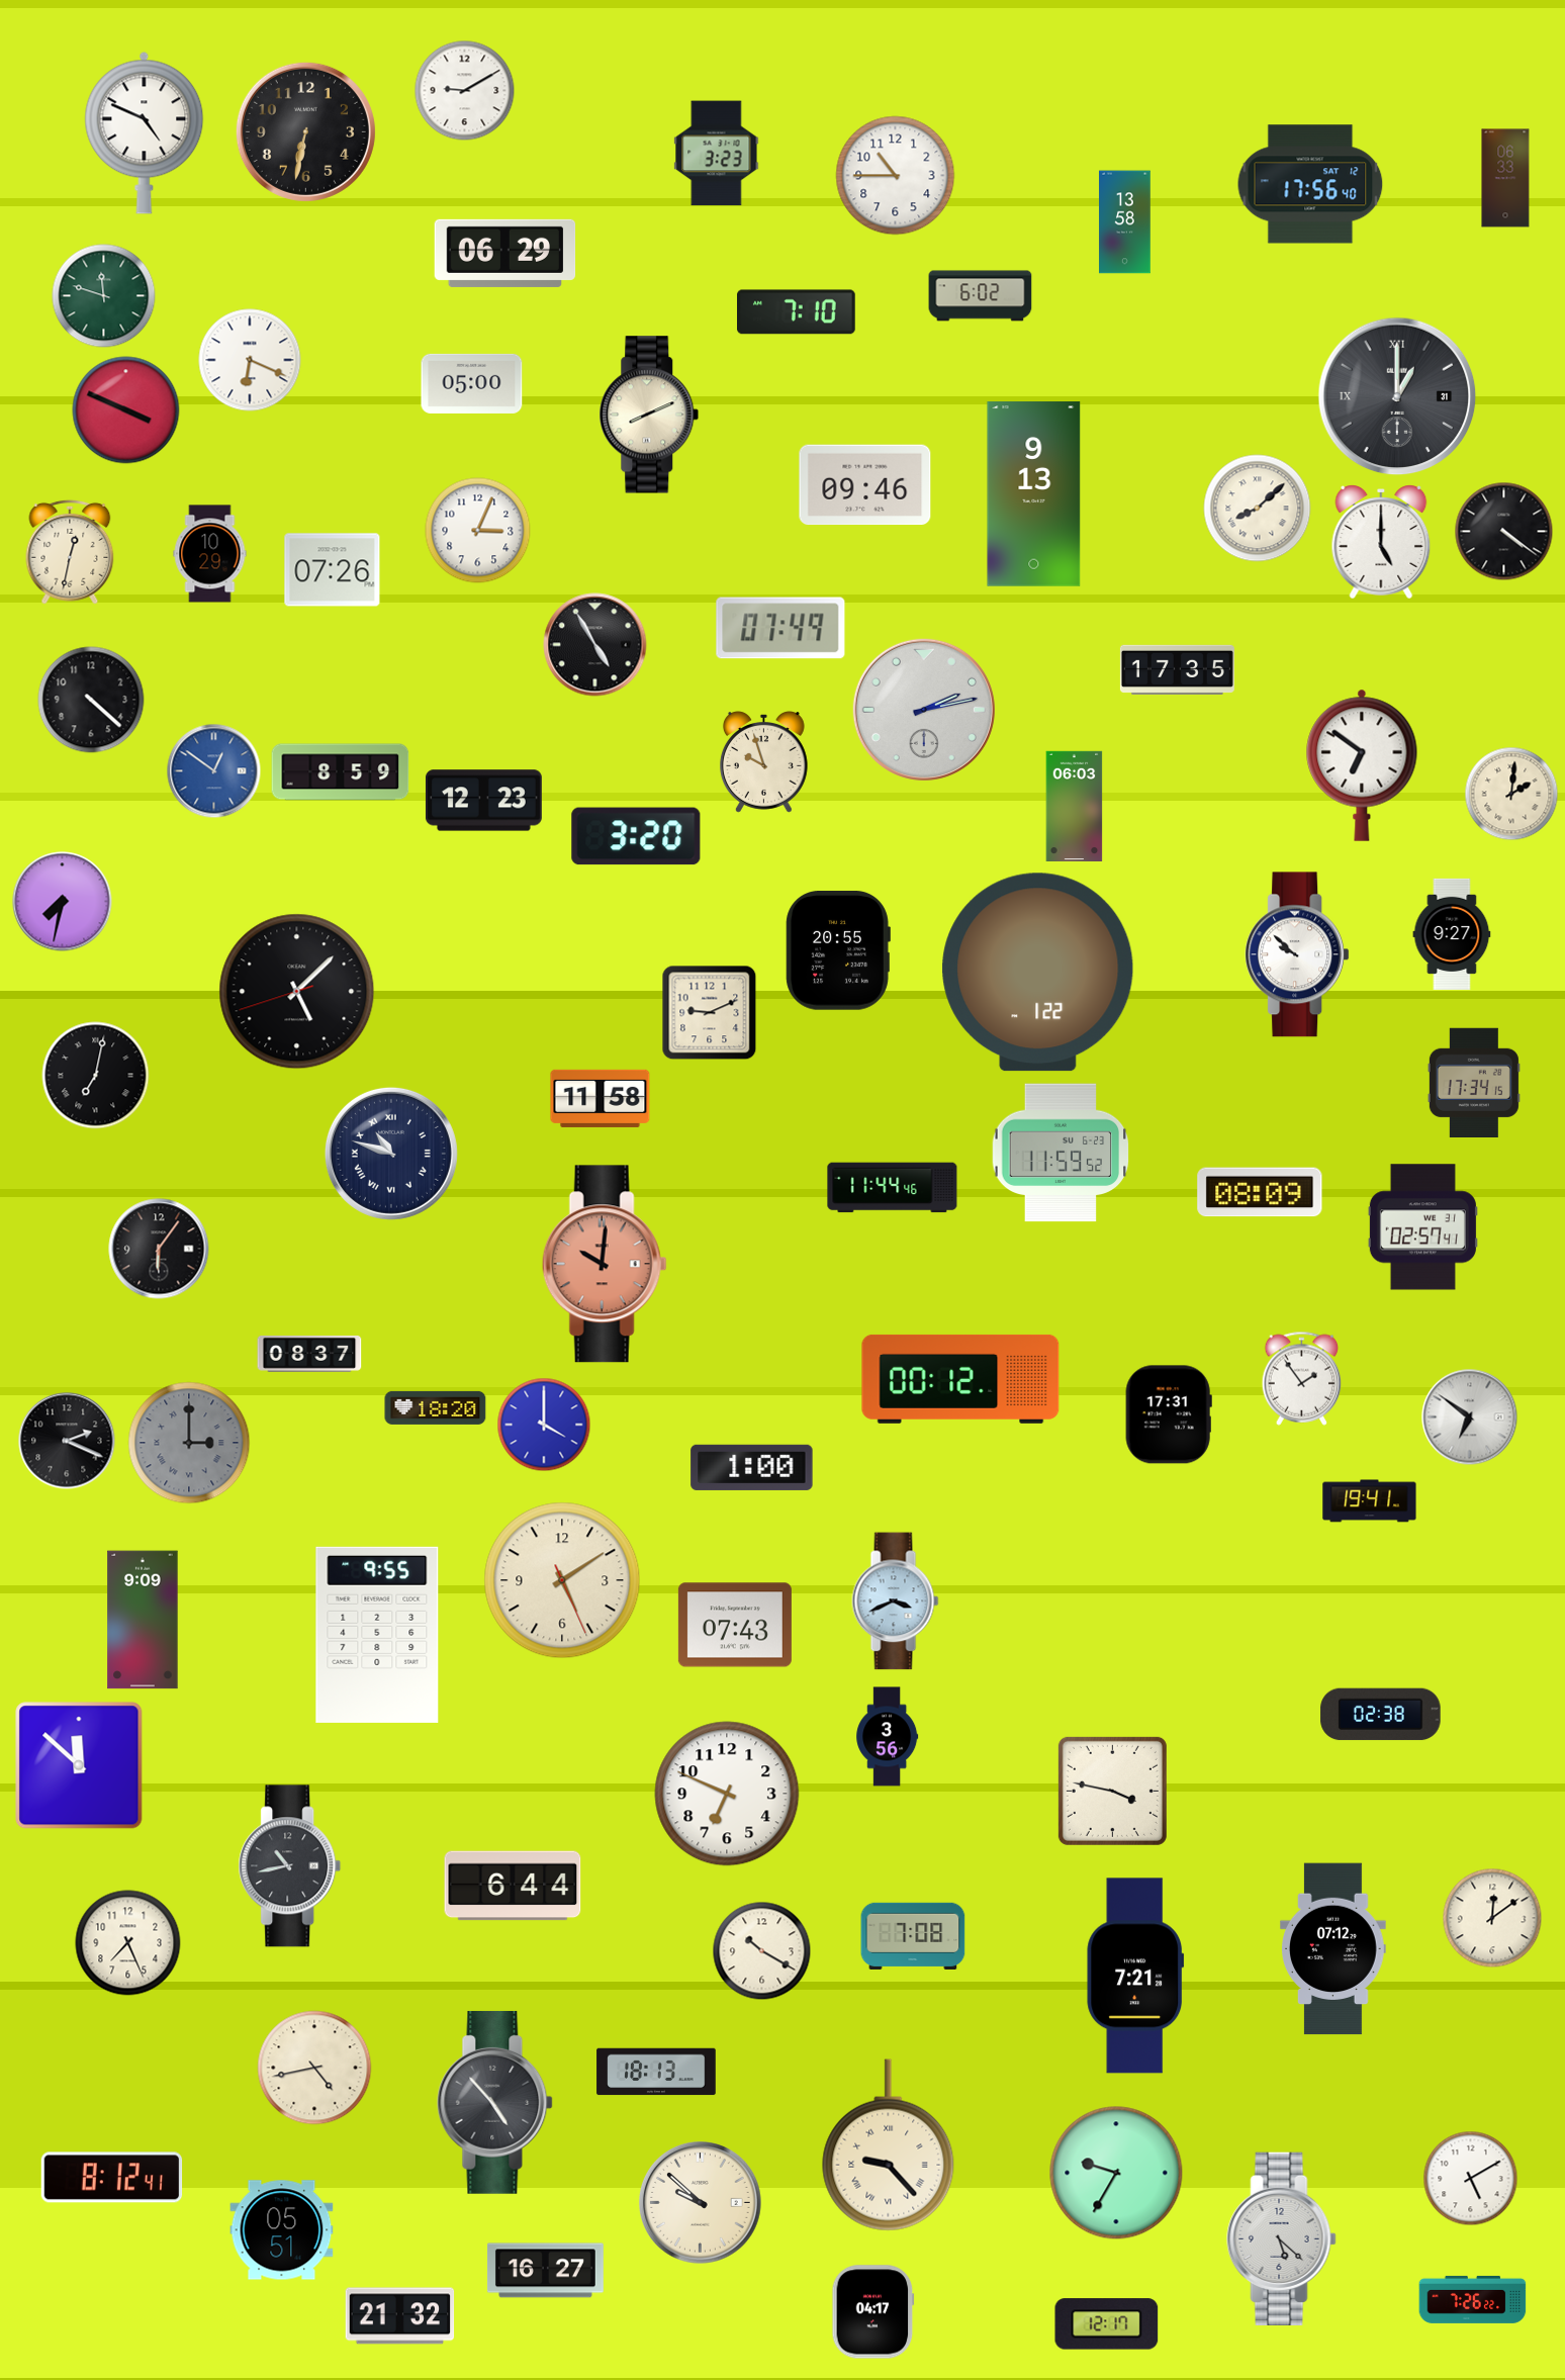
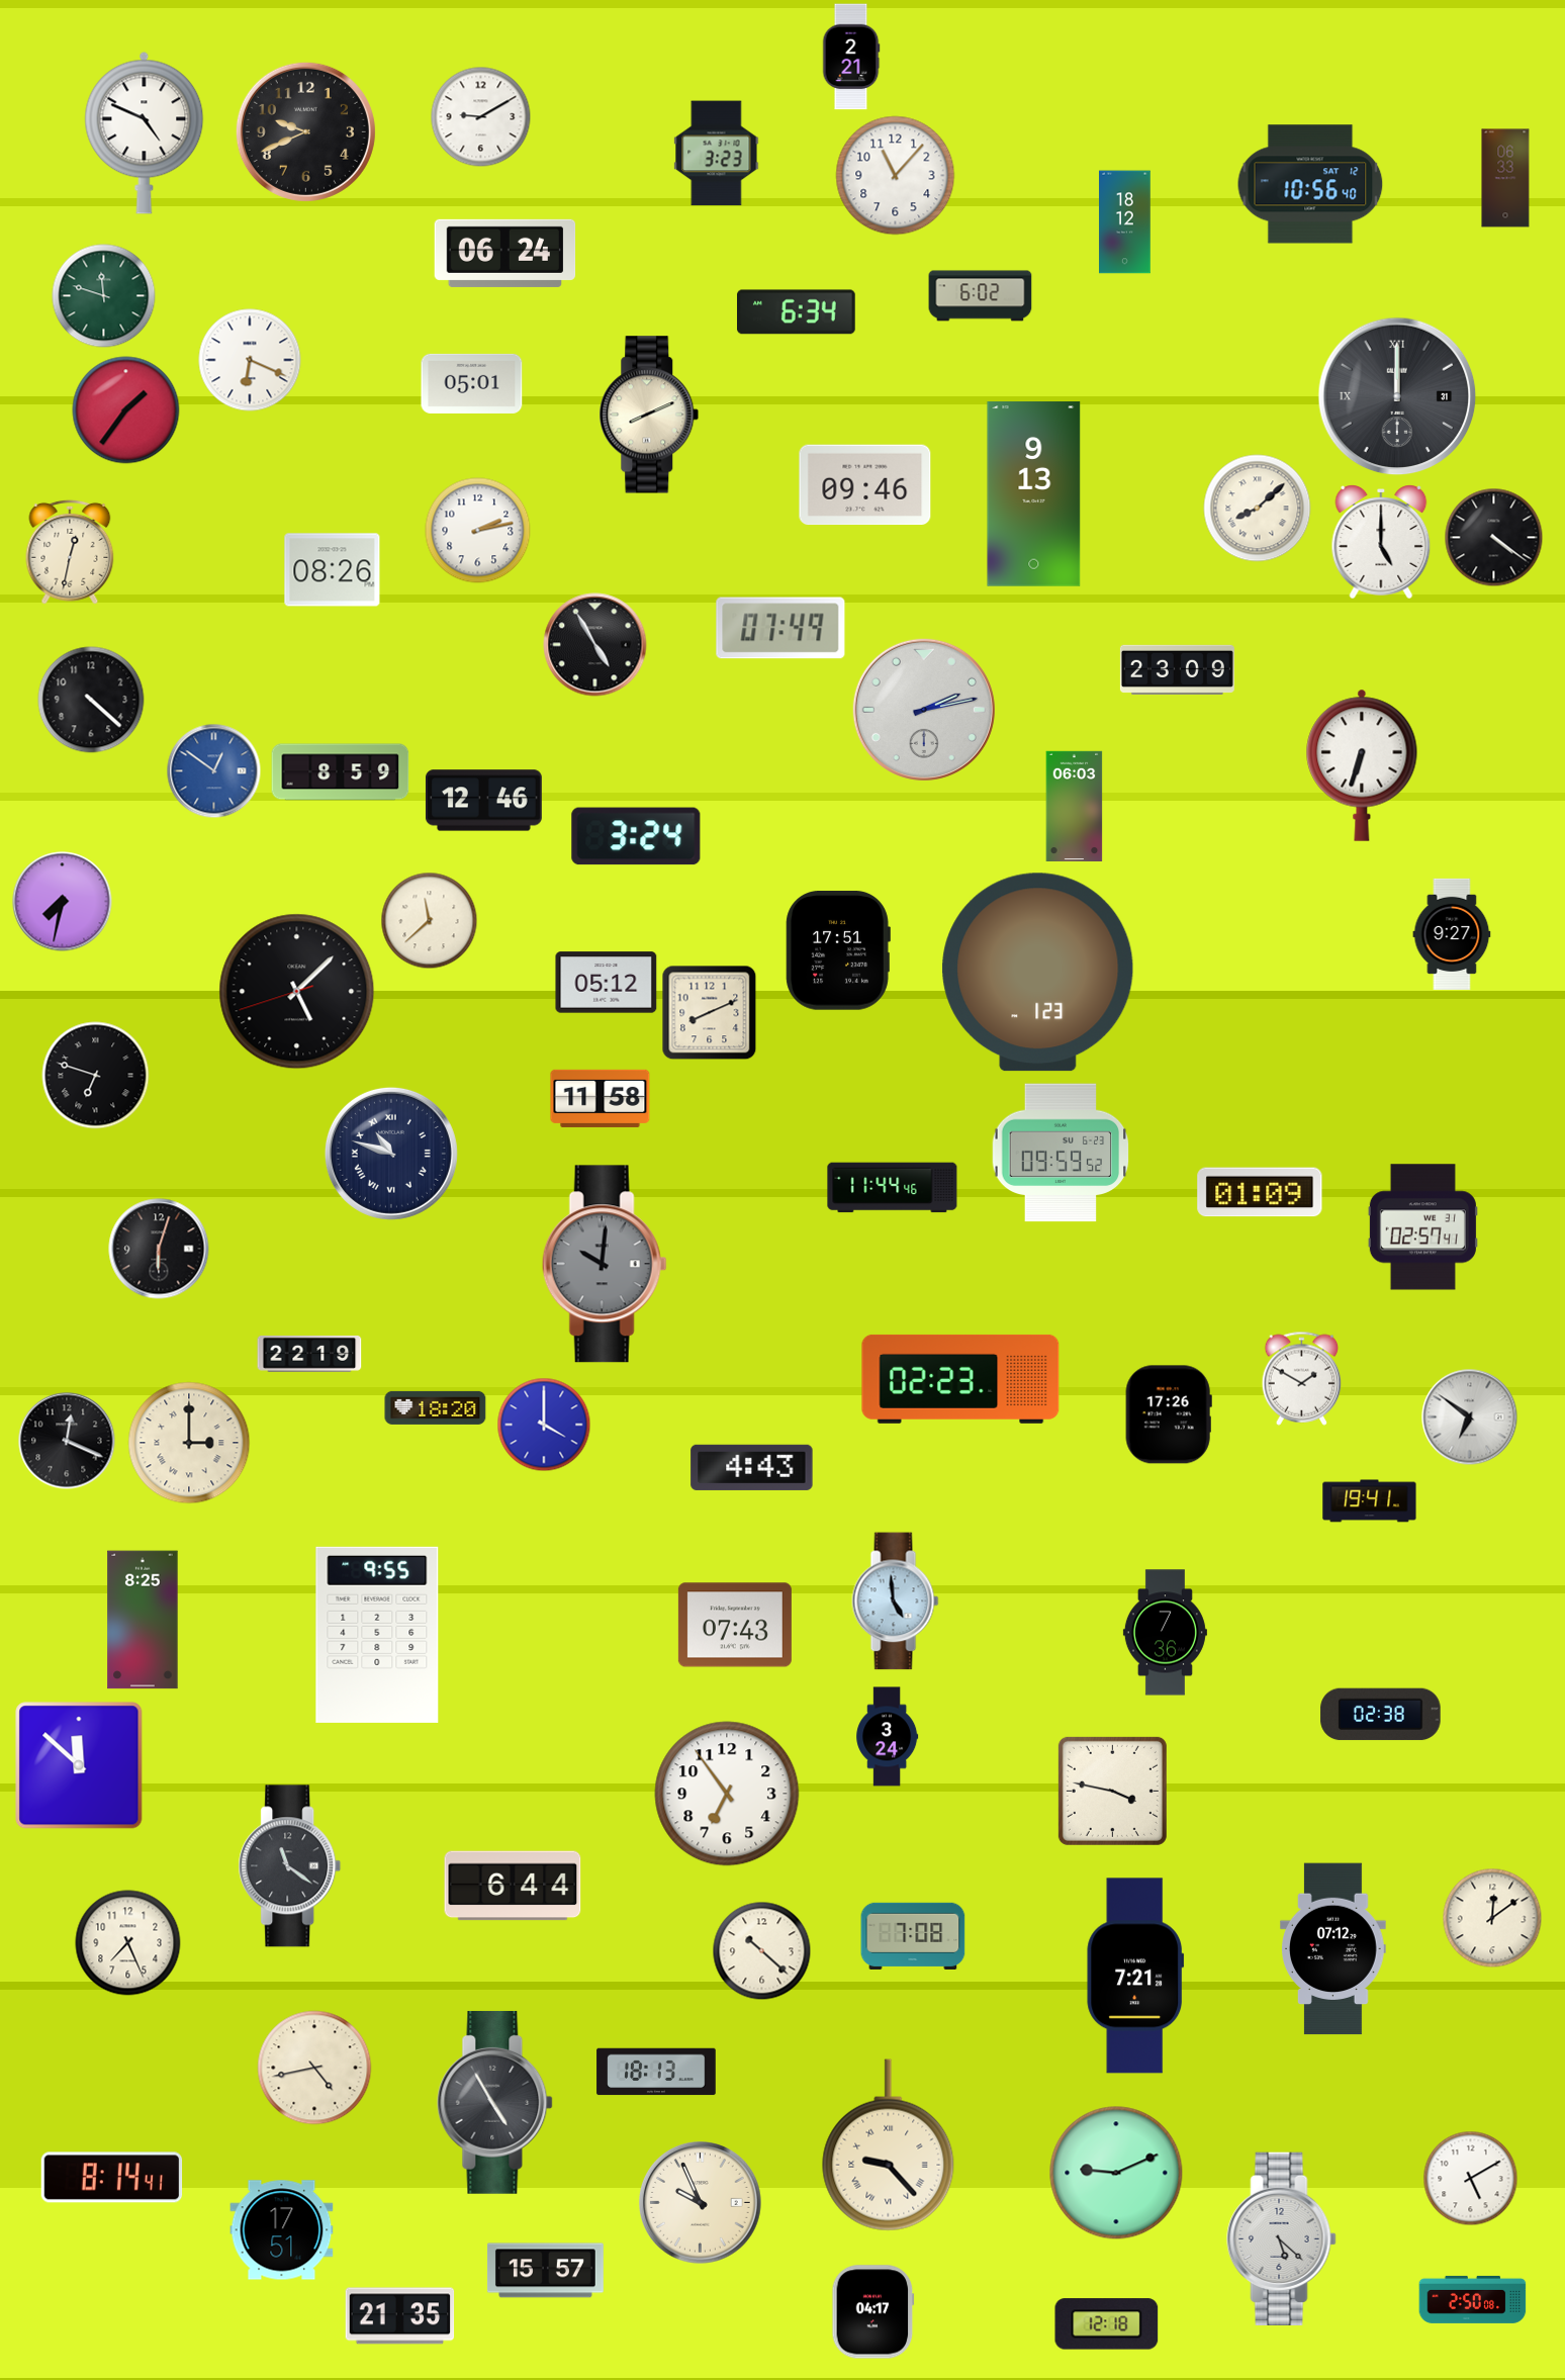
clock at (851, 57): none -> 2:21
clock at (465, 91) position: (465, 91) -> (481, 117)
clock at (305, 131): 6:32 -> 9:41
clock at (896, 176): 10:45 -> 11:07
clock at (1310, 184): 17:56 -> 10:56
clock at (1125, 222): 13:58 -> 18:12
clock at (505, 253): 06:29 -> 06:24
clock at (797, 312): 7:10 -> 6:34
clock at (472, 383): 05:00 -> 05:01
clock at (1397, 396): 1:00 -> 12:00
clock at (126, 410): 3:49 -> 1:36
clock at (478, 531): 3:04 -> 2:13
clock at (1504, 532) position: (1504, 532) -> (1494, 538)
clock at (210, 554): 10:29 -> none
clock at (333, 570): 07:26 -> 08:26
clock at (1177, 669): 17:35 -> 23:09
clock at (764, 762): 9:57 -> none
clock at (1362, 765): 6:51 -> 6:33
clock at (1511, 794): 2:01 -> none
clock at (483, 801): 12:23 -> 12:46
clock at (636, 836): 3:20 -> 3:24
clock at (430, 921): none -> 11:38
clock at (838, 951): 20:55 -> 17:51
clock at (1297, 954): 9:52 -> none
clock at (1038, 973): 1:22 -> 1:23
clock at (607, 983): none -> 05:12
clock at (710, 1013): 9:11 -> 8:11
clock at (96, 1076): 7:02 -> 6:48
clock at (1474, 1082): 17:34 -> none
clock at (1061, 1153): 11:59 -> 09:59
clock at (1260, 1192): 08:09 -> 01:09
clock at (159, 1249): 6:06 -> 6:03
clock at (605, 1264) dial: salmon -> grey
clock at (309, 1354): 08:37 -> 22:19
clock at (1302, 1378): 1:54 -> 1:50
clock at (960, 1379): 00:12 -> 02:23
clock at (1169, 1414): 17:31 -> 17:26
clock at (67, 1441): 2:19 -> 12:19
clock at (189, 1443) dial: grey -> cream
clock at (752, 1467): 1:00 -> 4:43
clock at (562, 1580): 5:09 -> none
clock at (896, 1601): 3:41 -> 4:59
clock at (143, 1620): 9:09 -> 8:25
clock at (1165, 1633): none -> 7:36
clock at (888, 1737): 3:56 -> 3:24
clock at (727, 1794): 6:49 -> 6:54
clock at (290, 1866): 10:43 -> 11:21
clock at (762, 1951): 10:20 -> 10:22
clock at (495, 2102): 4:53 -> 4:55
clock at (1116, 2173): 9:35 -> 9:11
clock at (112, 2178): 8:12 -> 8:14
clock at (701, 2203): 9:52 -> 9:56
clock at (282, 2230): 05:51 -> 17:51
clock at (545, 2271): 16:27 -> 15:57
clock at (1473, 2299): 7:26 -> 2:50
clock at (400, 2316): 21:32 -> 21:35
clock at (1107, 2324): 12:17 -> 12:18
